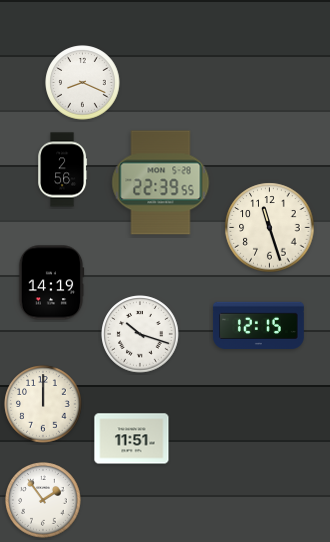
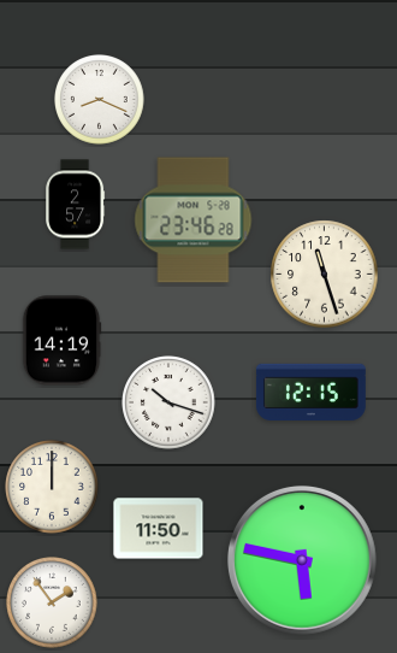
clock at (63, 170): 2:56 -> 2:57
clock at (161, 183): 22:39 -> 23:46
clock at (132, 439): 11:51 -> 11:50
clock at (302, 560): none -> 5:47
